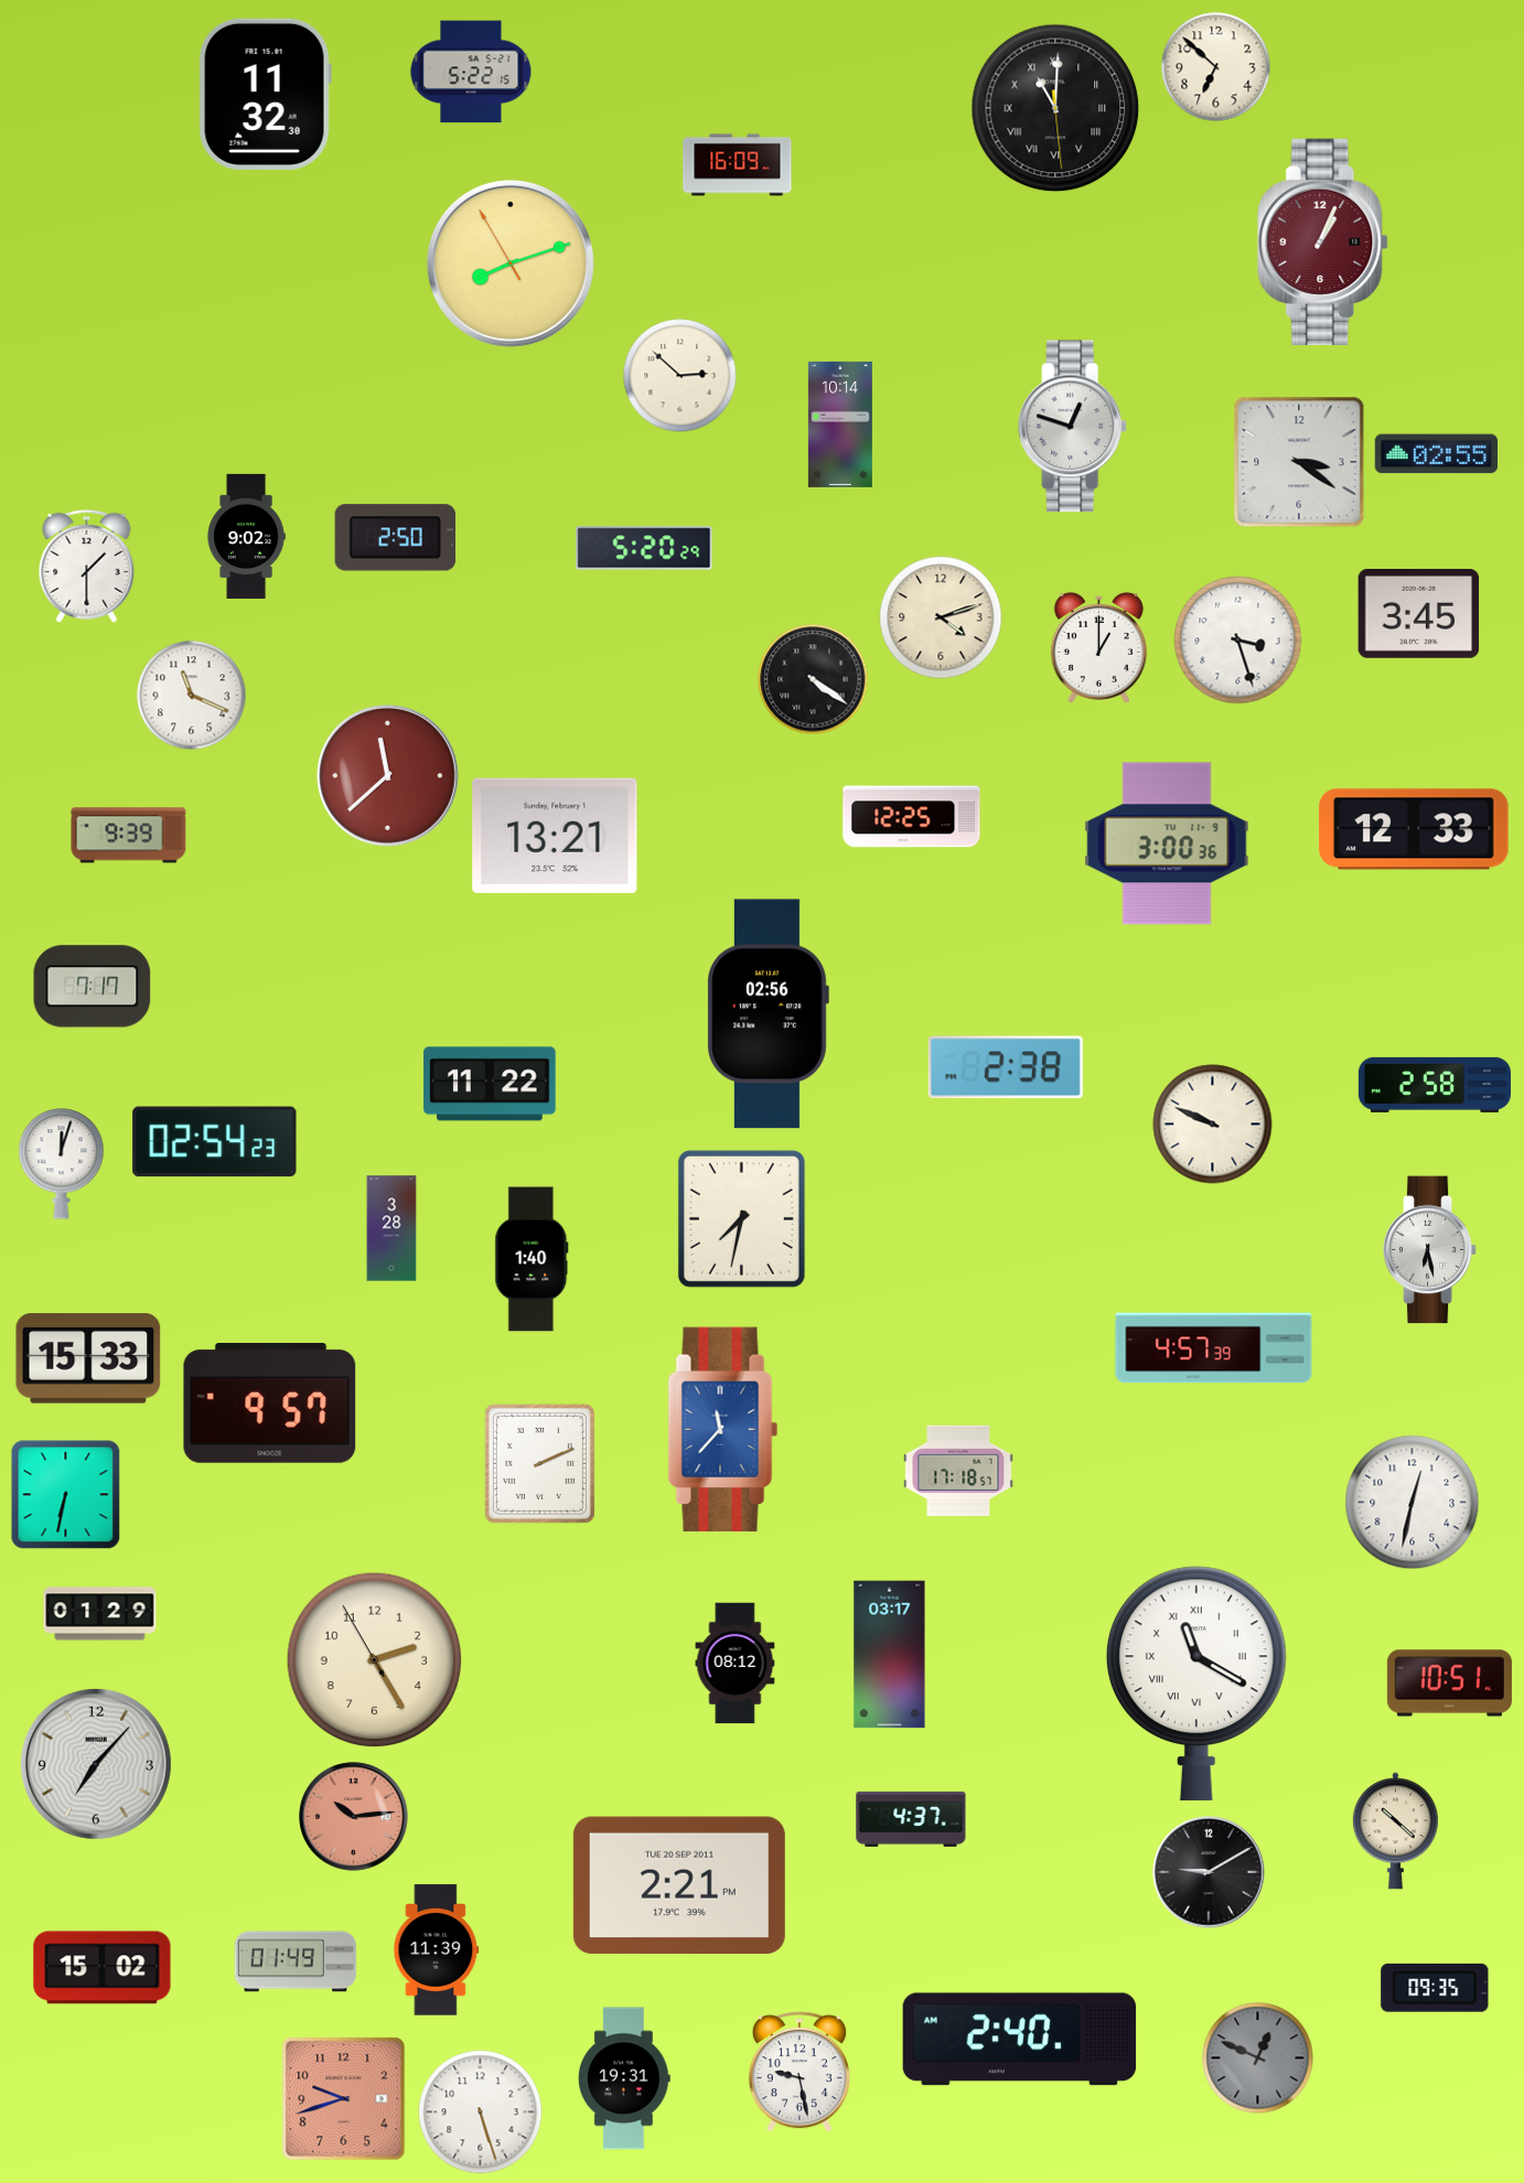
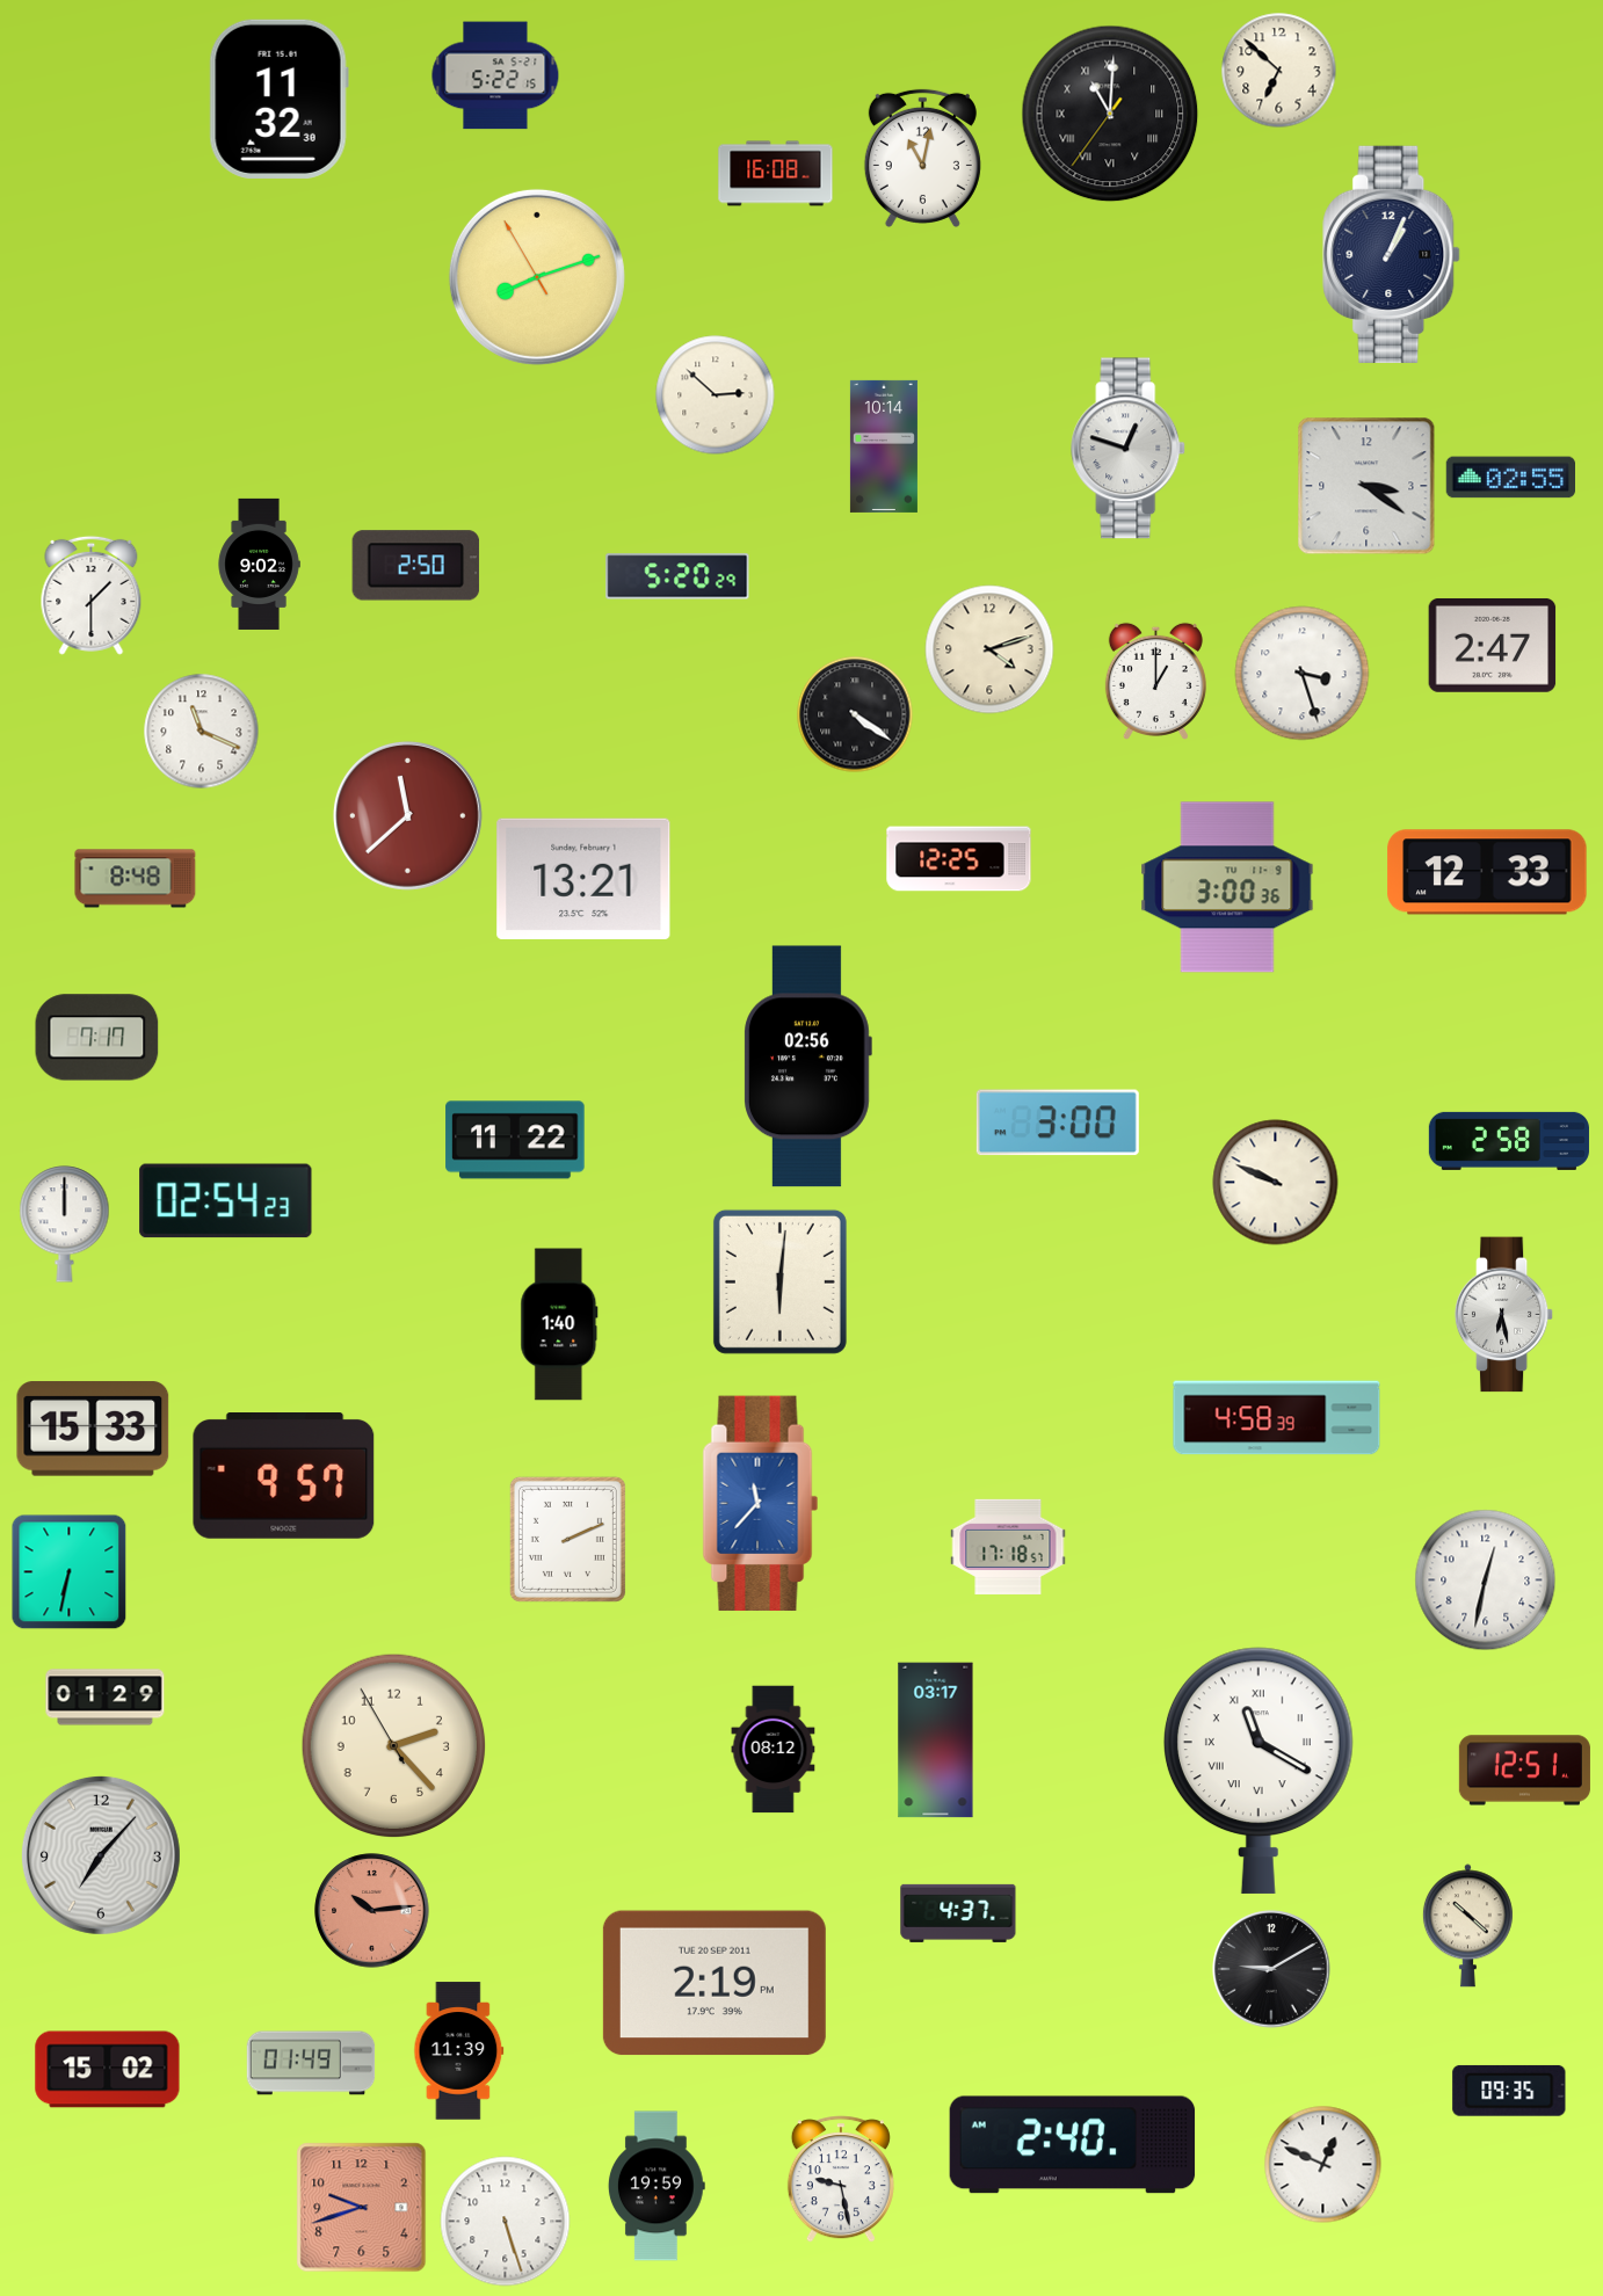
clock at (1055, 108): 11:00:29 -> 11:00:36
clock at (922, 158): none -> 11:02
clock at (738, 165): 16:09 -> 16:08
clock at (1323, 241) dial: burgundy -> navy
clock at (1419, 613): 3:45 -> 2:47
clock at (129, 836): 9:39 -> 8:48
clock at (1006, 1067): 2:38 -> 3:00
clock at (62, 1164): 12:03 -> 12:00
clock at (741, 1218): 7:32 -> 6:01
clock at (391, 1228): 3:28 -> none
clock at (1214, 1348): 4:57 -> 4:58
clock at (375, 1660): 2:24 -> 2:22
clock at (1449, 1684): 10:51 -> 12:51
clock at (679, 1885): 2:21 -> 2:19
clock at (1258, 2058) dial: grey -> white
clock at (624, 2078): 19:31 -> 19:59
